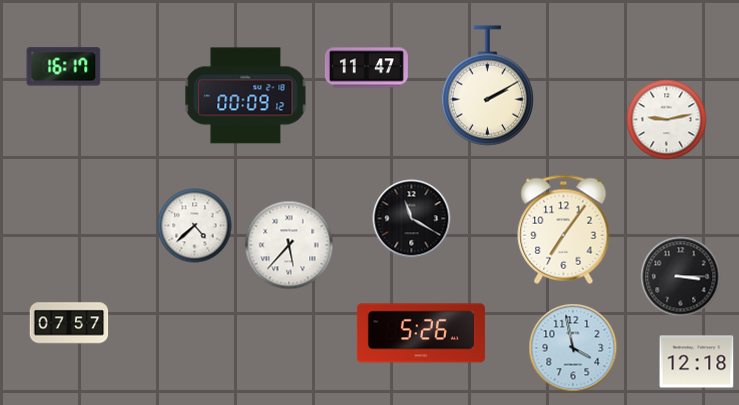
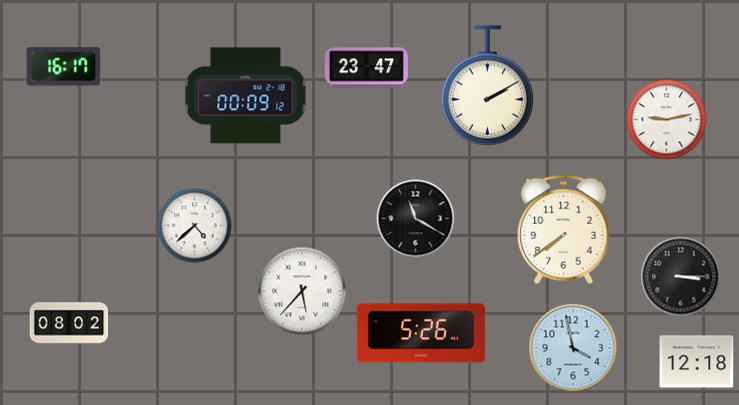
clock at (366, 68): 11:47 -> 23:47
clock at (412, 219) position: (412, 219) -> (416, 219)
clock at (564, 229): 7:06 -> 7:39
clock at (289, 245) position: (289, 245) -> (302, 291)
clock at (69, 323): 07:57 -> 08:02
